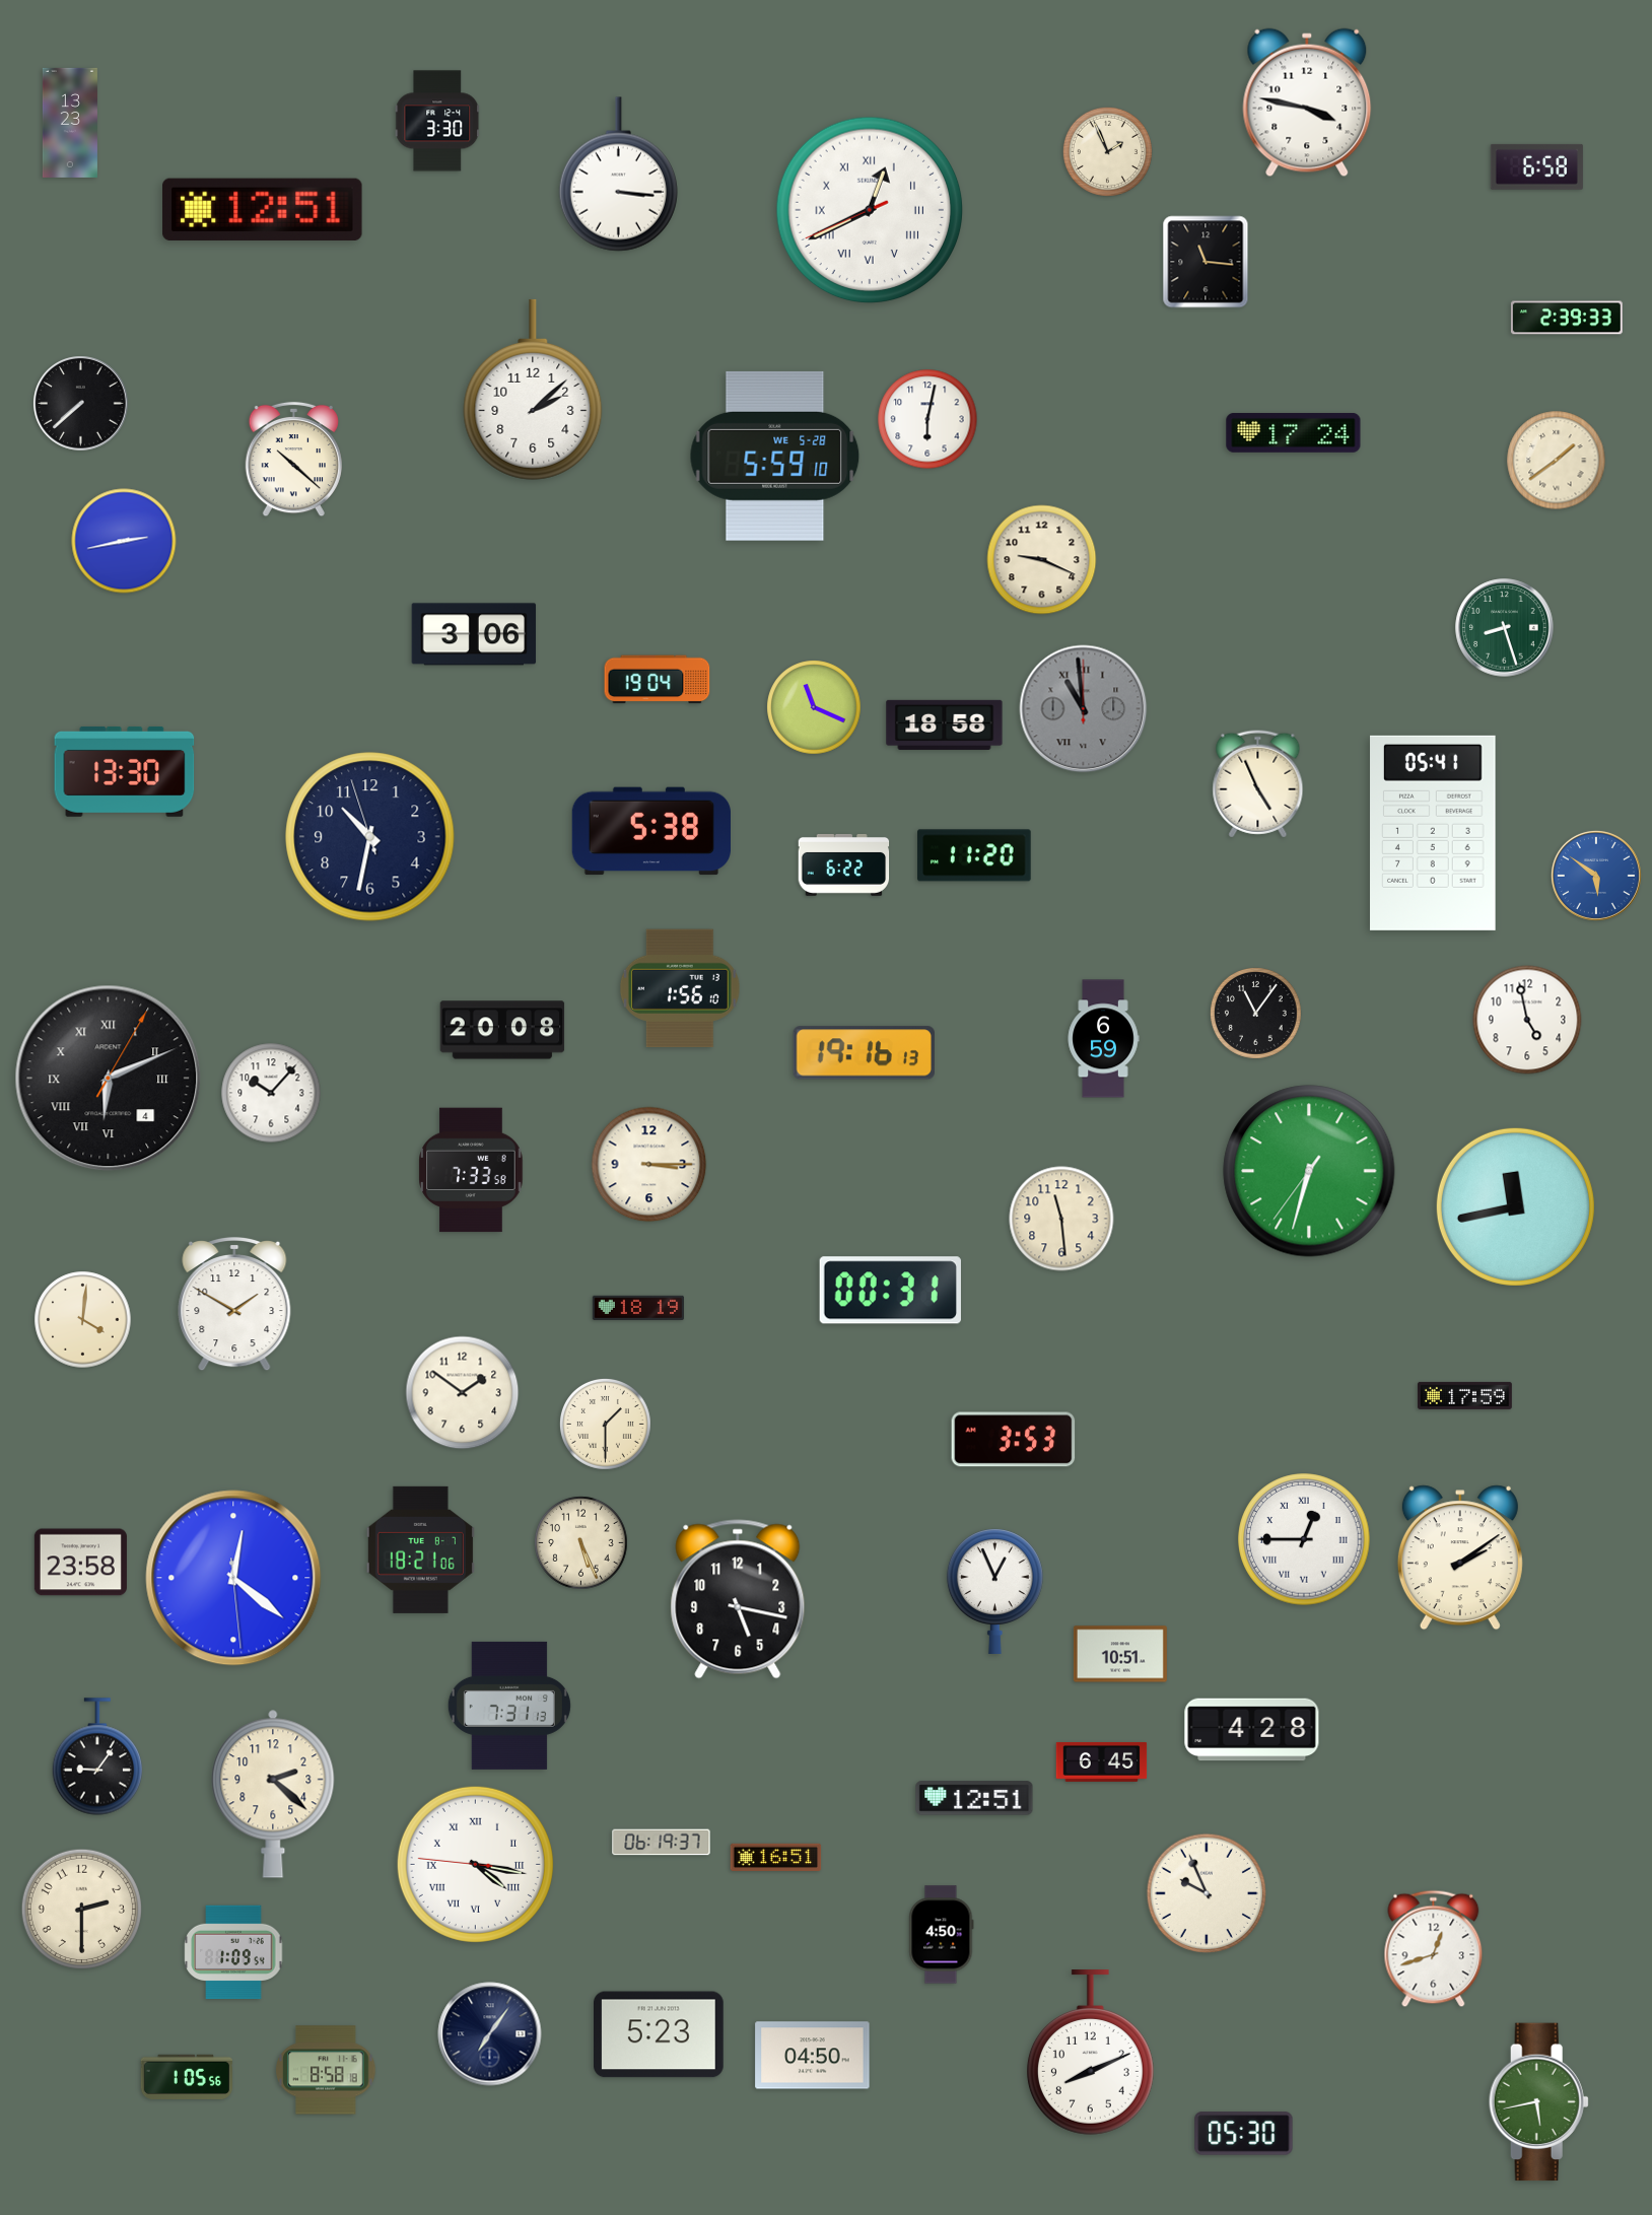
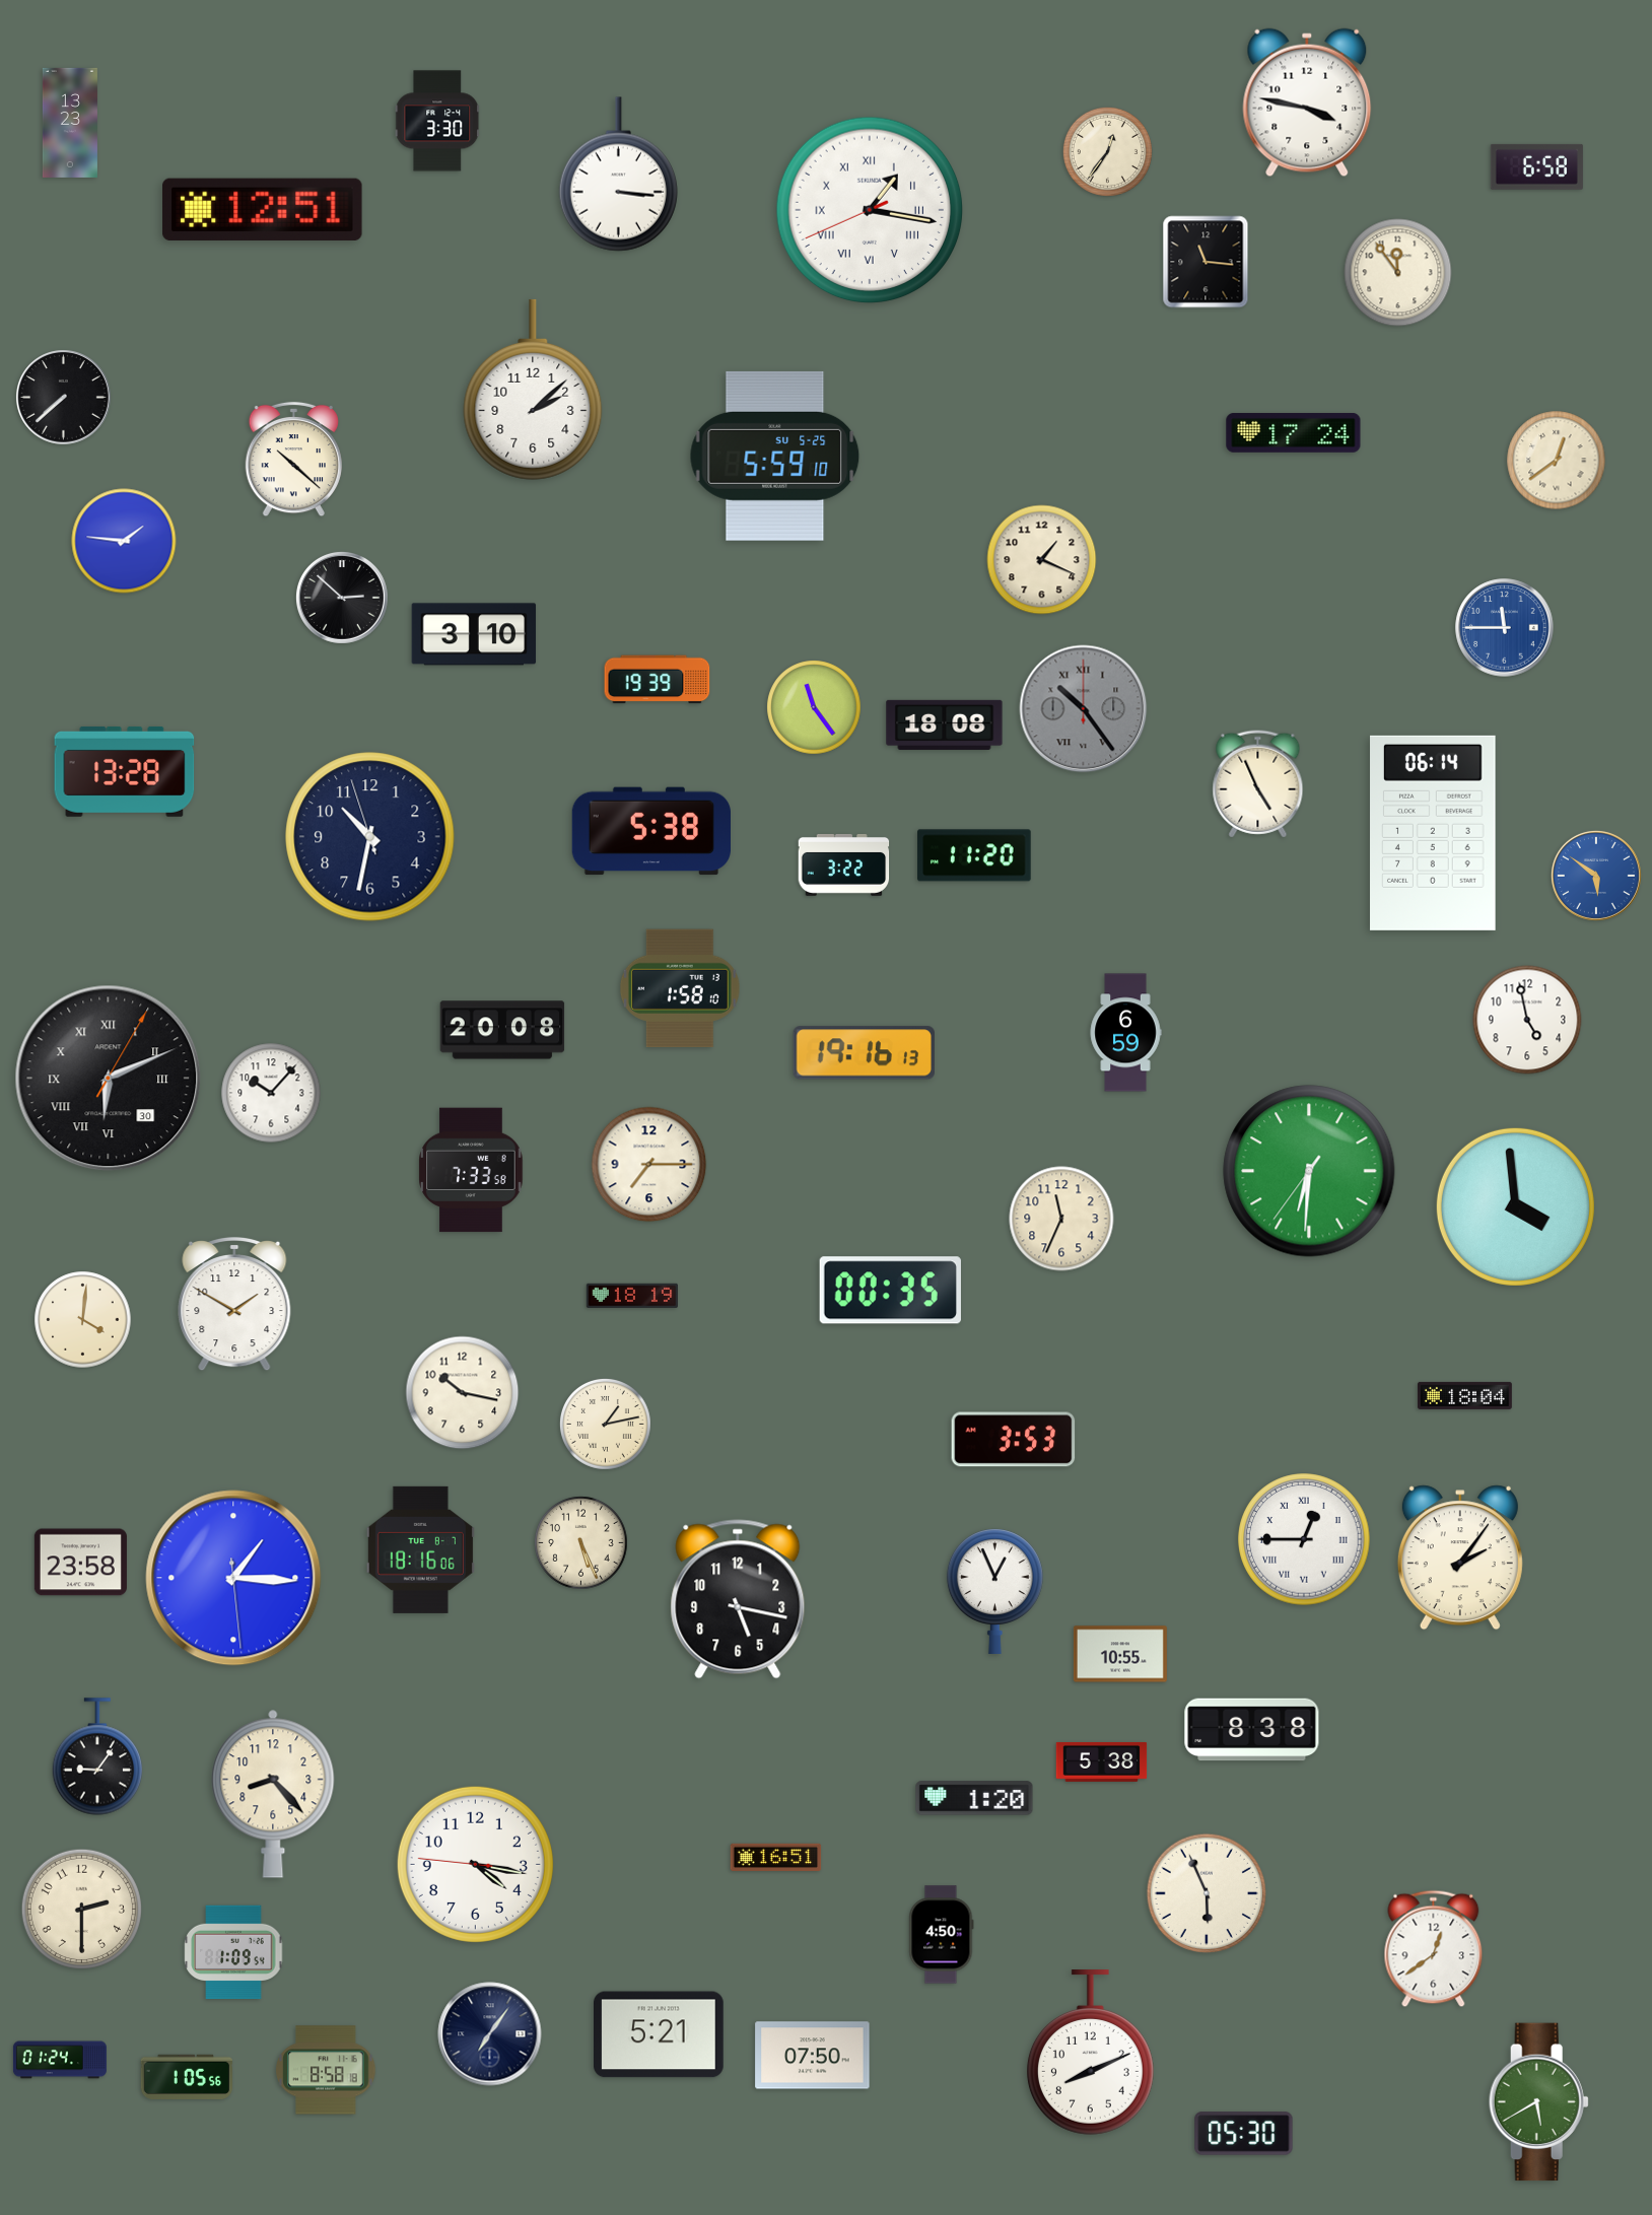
clock at (1107, 151): 1:56 -> 12:36
clock at (870, 210): 12:40 -> 1:16
clock at (1398, 273): none -> 11:54
clock at (1567, 318): 2:39 -> none
clock at (81, 404) position: (81, 404) -> (64, 398)
clock at (927, 419): 6:02 -> none
clock at (775, 456) date: WE 5-28 -> SU 5-25
clock at (1557, 461): 1:39 -> 12:39
clock at (124, 541): 2:43 -> 1:46
clock at (1042, 560): 9:19 -> 1:19
clock at (342, 598): none -> 2:52
clock at (1505, 628): 8:27 -> 11:45
clock at (1505, 628) dial: green -> blue
clock at (474, 634): 3:06 -> 3:10
clock at (658, 680): 19:04 -> 19:39
clock at (814, 707): 11:19 -> 11:24
clock at (1084, 709): 10:59 -> 10:24
clock at (945, 724): 18:58 -> 18:08
clock at (125, 771): 13:30 -> 13:28
clock at (1433, 833): 05:41 -> 06:14
clock at (844, 864): 6:22 -> 3:22
clock at (680, 988): 1:56 -> 1:58
clock at (1255, 1013): 11:06 -> none
clock at (1103, 1039) position: (1103, 1039) -> (1125, 1033)
clock at (109, 1079) date: 4 -> 30
clock at (649, 1165): 3:15 -> 7:15
clock at (1309, 1171): 6:32 -> 6:30
clock at (1515, 1206): 11:43 -> 3:59
clock at (1061, 1219): 11:29 -> 11:34
clock at (890, 1291): 00:31 -> 00:35
clock at (637, 1307) position: (637, 1307) -> (631, 1295)
clock at (463, 1393): 1:51 -> 10:17
clock at (1464, 1395): 17:59 -> 18:04
clock at (605, 1424): 1:30 -> 1:13
clock at (420, 1549): 18:21 -> 18:16
clock at (1460, 1558): 2:09 -> 2:06
clock at (233, 1578): 12:21 -> 1:15
clock at (1120, 1654): 10:51 -> 10:55
clock at (509, 1706): 7:31 -> none
clock at (1252, 1730): 4:28 -> 8:38
clock at (1102, 1761): 6:45 -> 5:38
clock at (273, 1794): 2:22 -> 8:23
clock at (974, 1798): 12:51 -> 1:20
clock at (662, 1843): 06:19 -> none
clock at (475, 1864) numerals: Roman -> Arabic
clock at (1206, 1892): 9:56 -> 5:56
clock at (1434, 1949): 12:42 -> 12:39
clock at (660, 2034): 5:23 -> 5:21
clock at (813, 2056): 04:50 -> 07:50
clock at (60, 2060): none -> 01:24
clock at (1538, 2102): 5:43 -> 5:40
